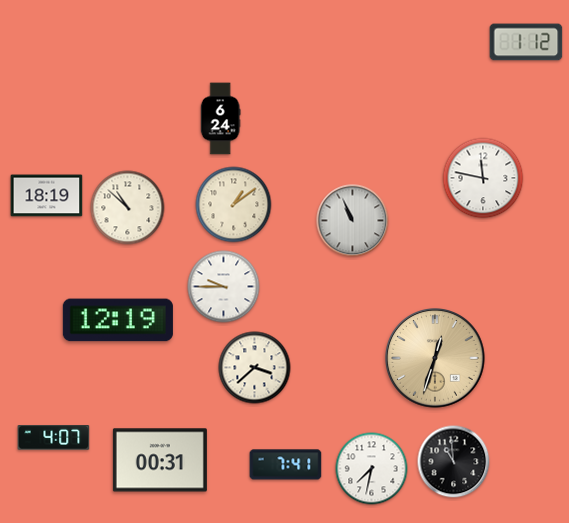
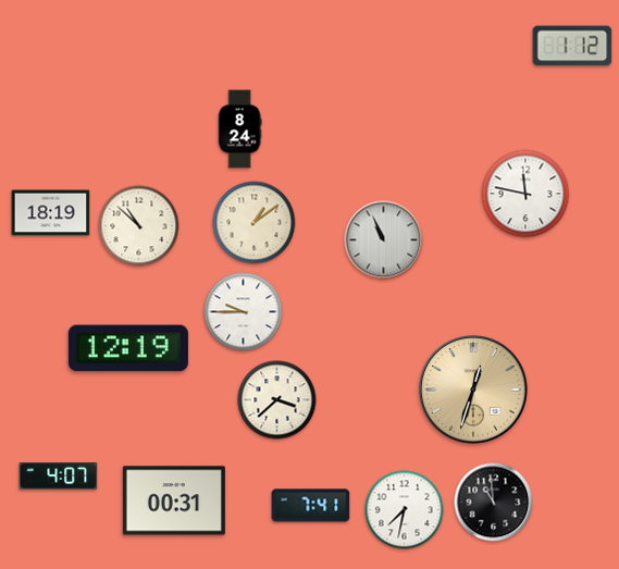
clock at (220, 119): 6:24 -> 8:24
